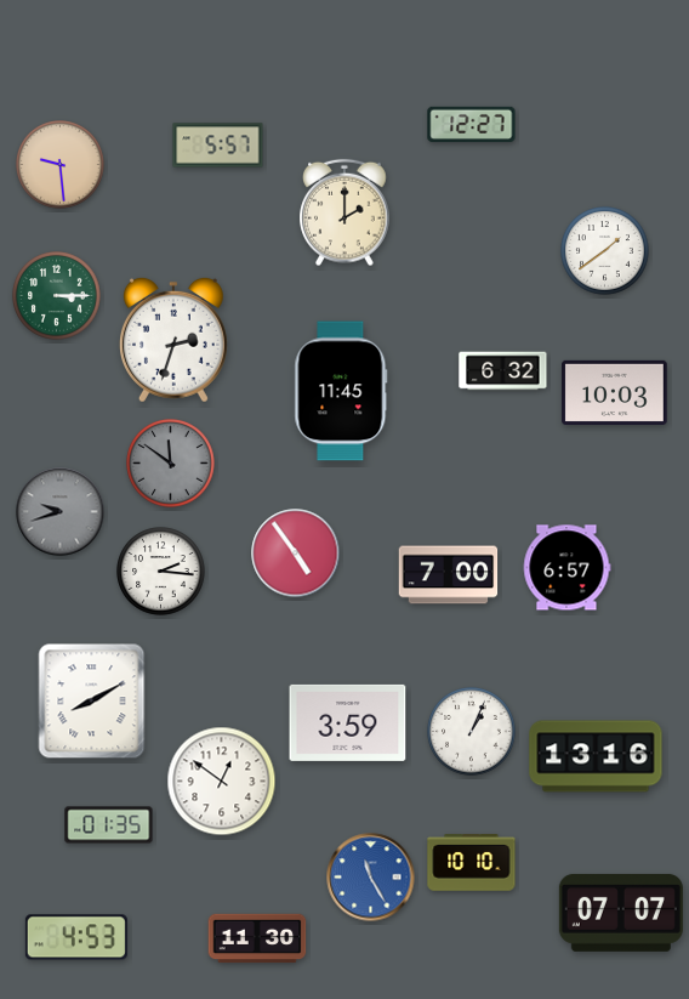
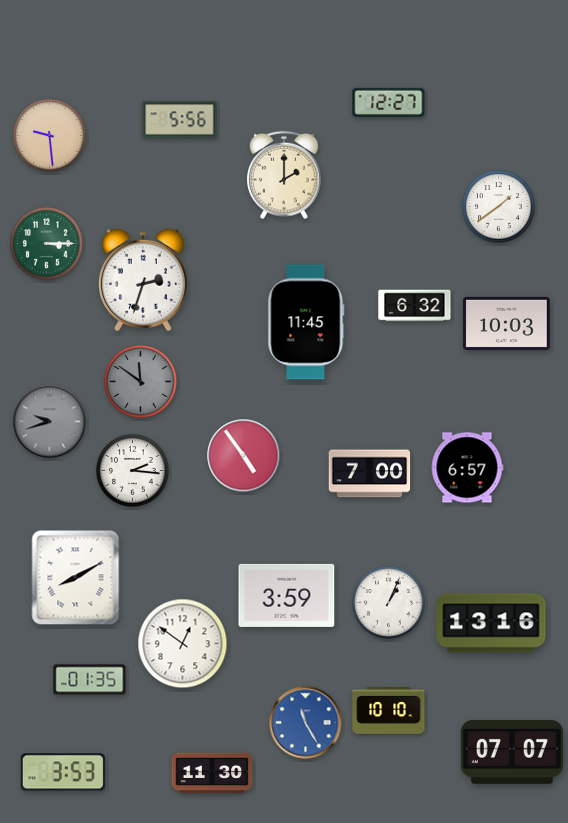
clock at (218, 146): 5:57 -> 5:56
clock at (341, 391) position: (341, 391) -> (306, 322)
clock at (76, 937): 4:53 -> 3:53
